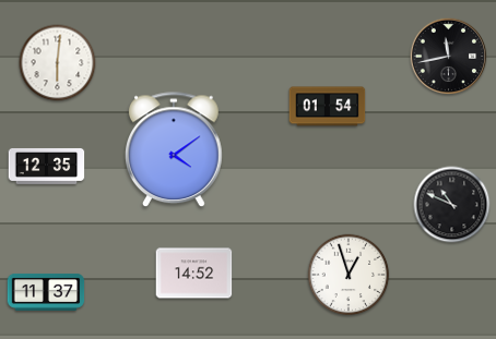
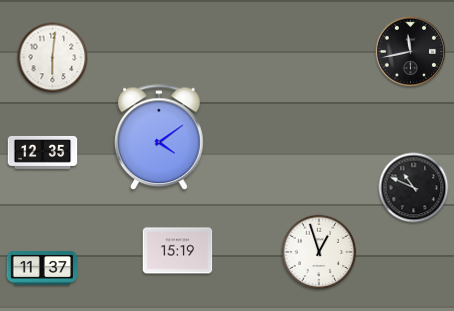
clock at (328, 107): 01:54 -> none
clock at (194, 274): 14:52 -> 15:19
